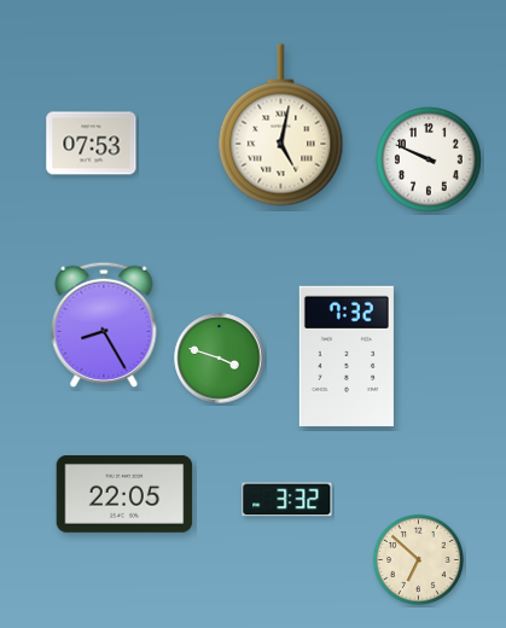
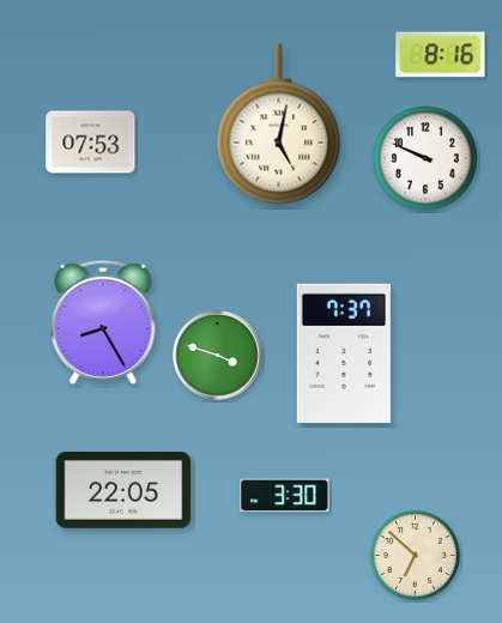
clock at (441, 55): none -> 8:16
clock at (347, 356): 7:32 -> 7:37
clock at (287, 500): 3:32 -> 3:30
